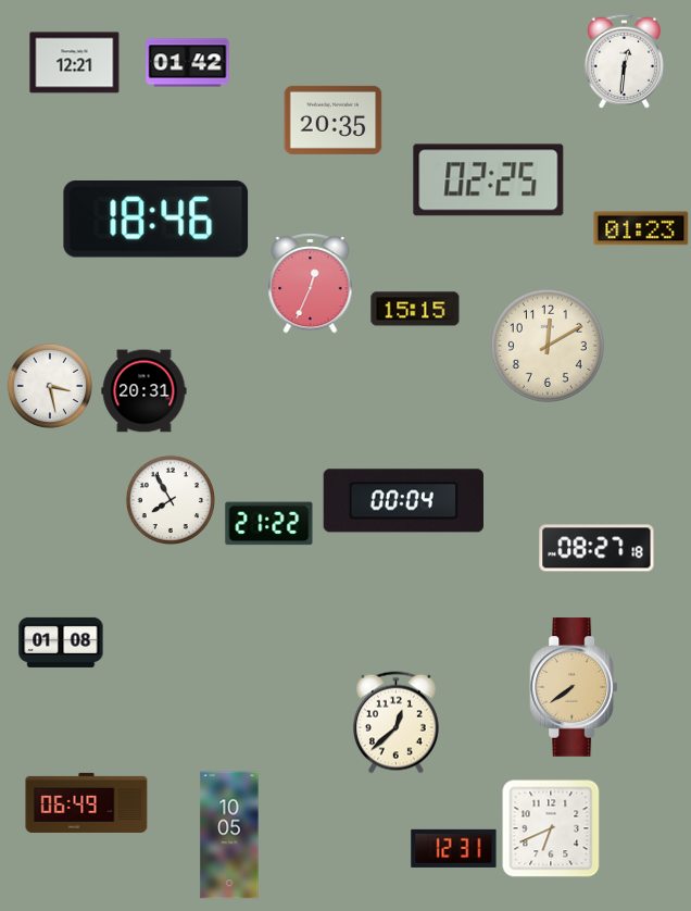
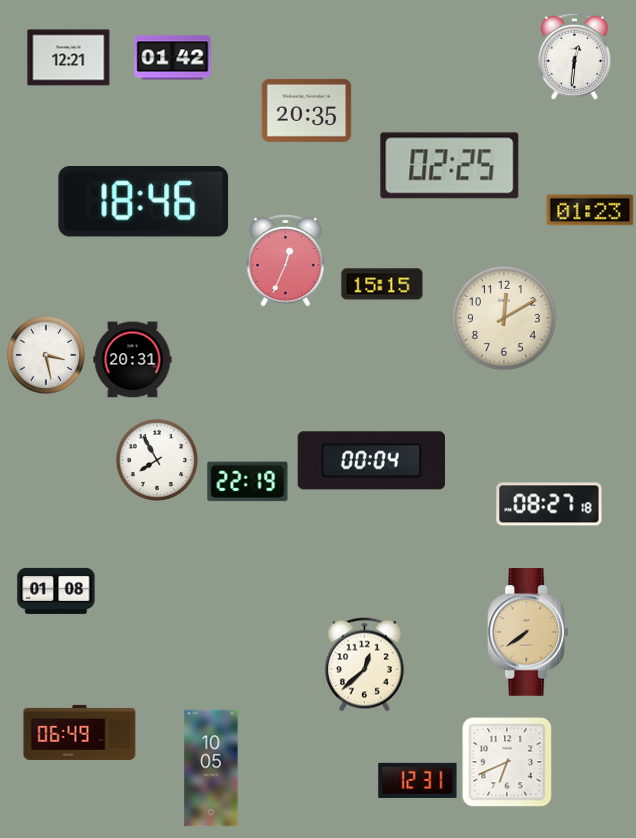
clock at (269, 524): 21:22 -> 22:19
clock at (87, 802) position: (87, 802) -> (80, 732)
